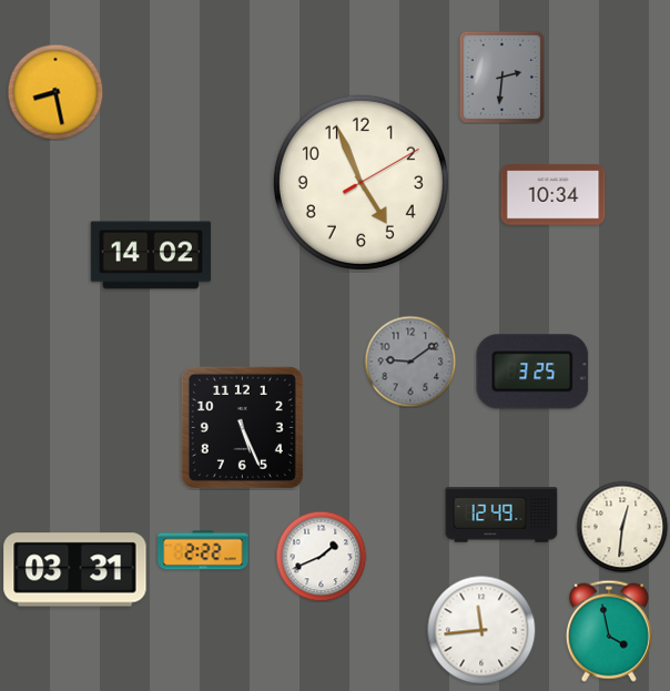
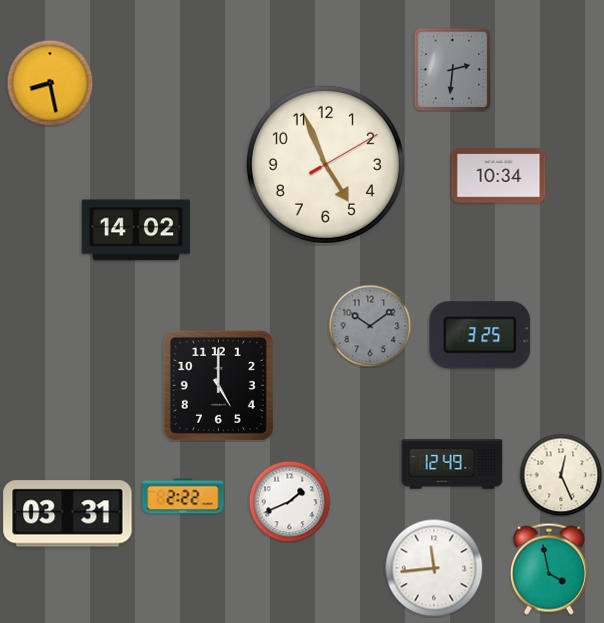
clock at (410, 362): 9:09 -> 10:09
clock at (242, 427): 5:26 -> 5:00
clock at (622, 527): 12:31 -> 12:26
